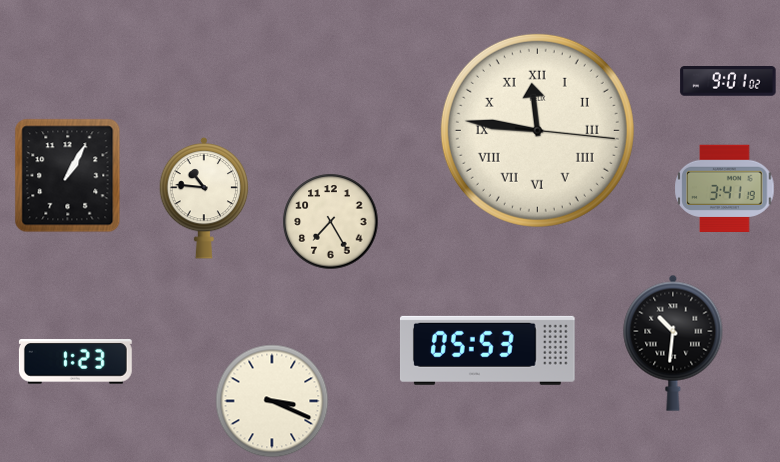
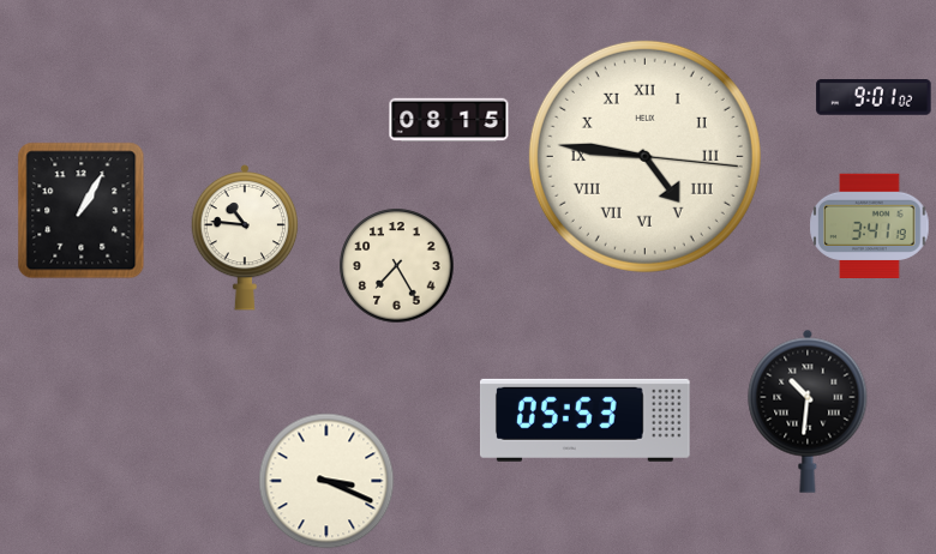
clock at (449, 120): none -> 08:15
clock at (537, 130): 11:46 -> 4:46
clock at (75, 362): 1:23 -> none
